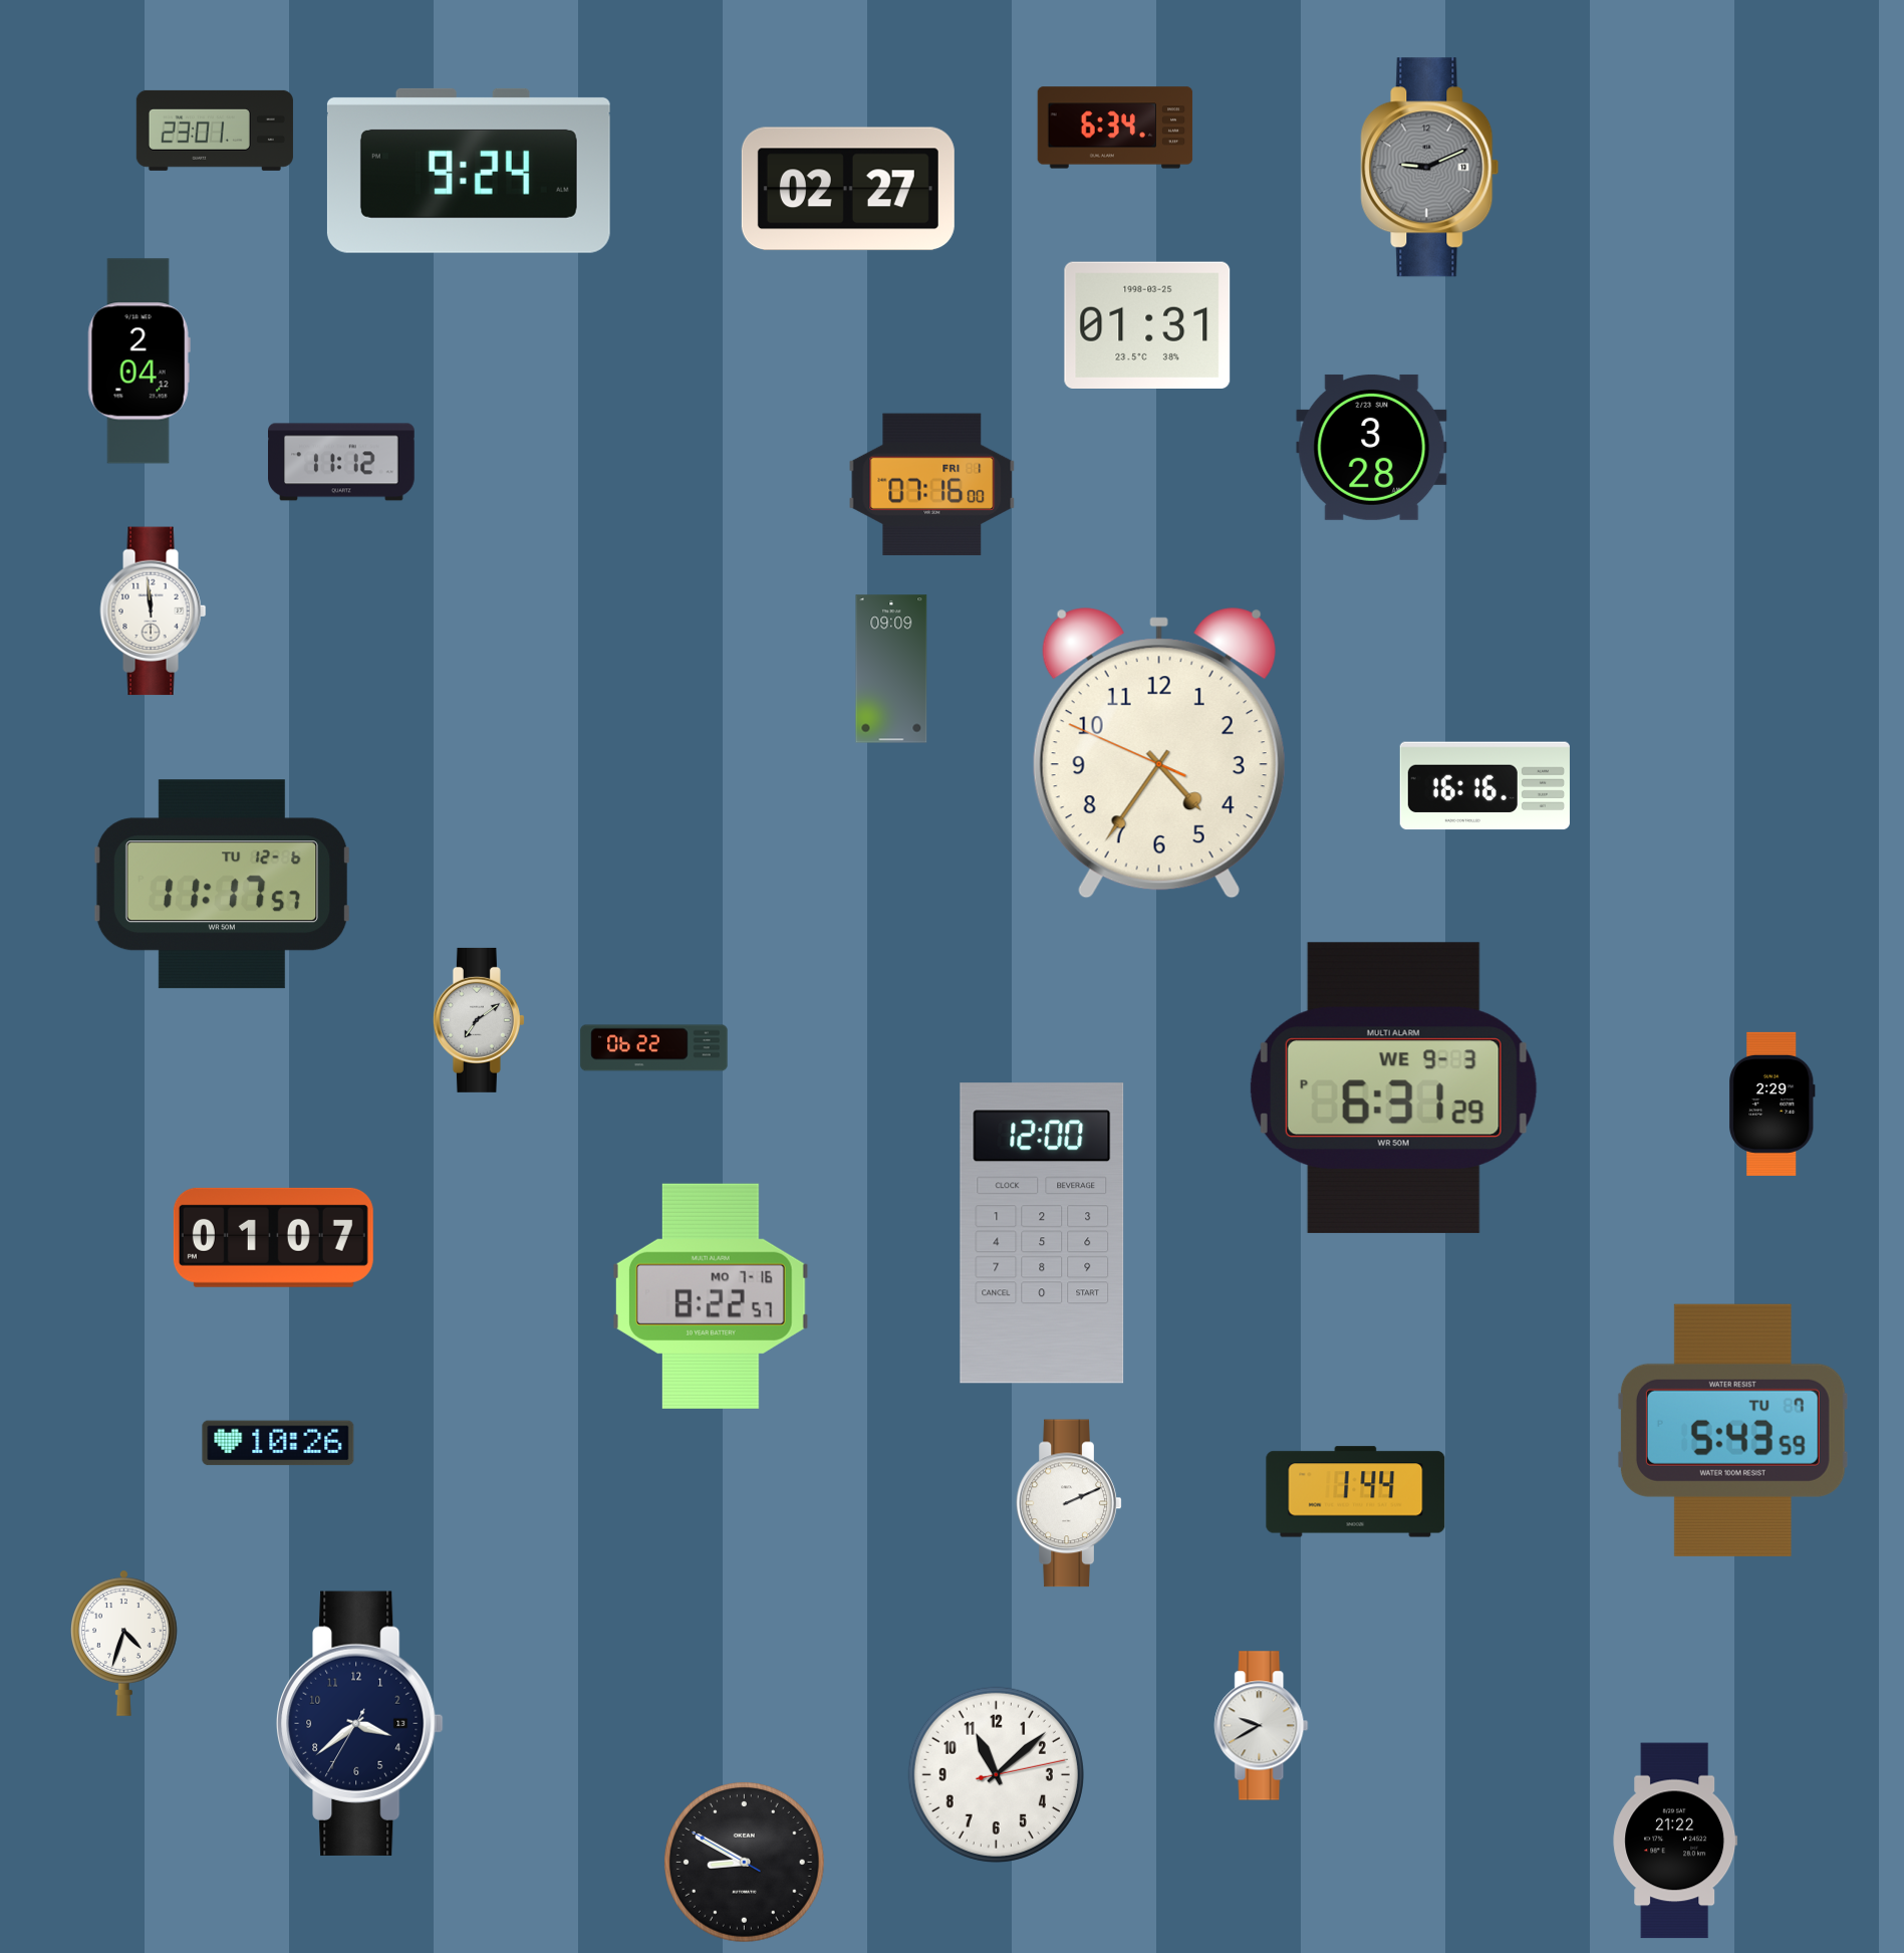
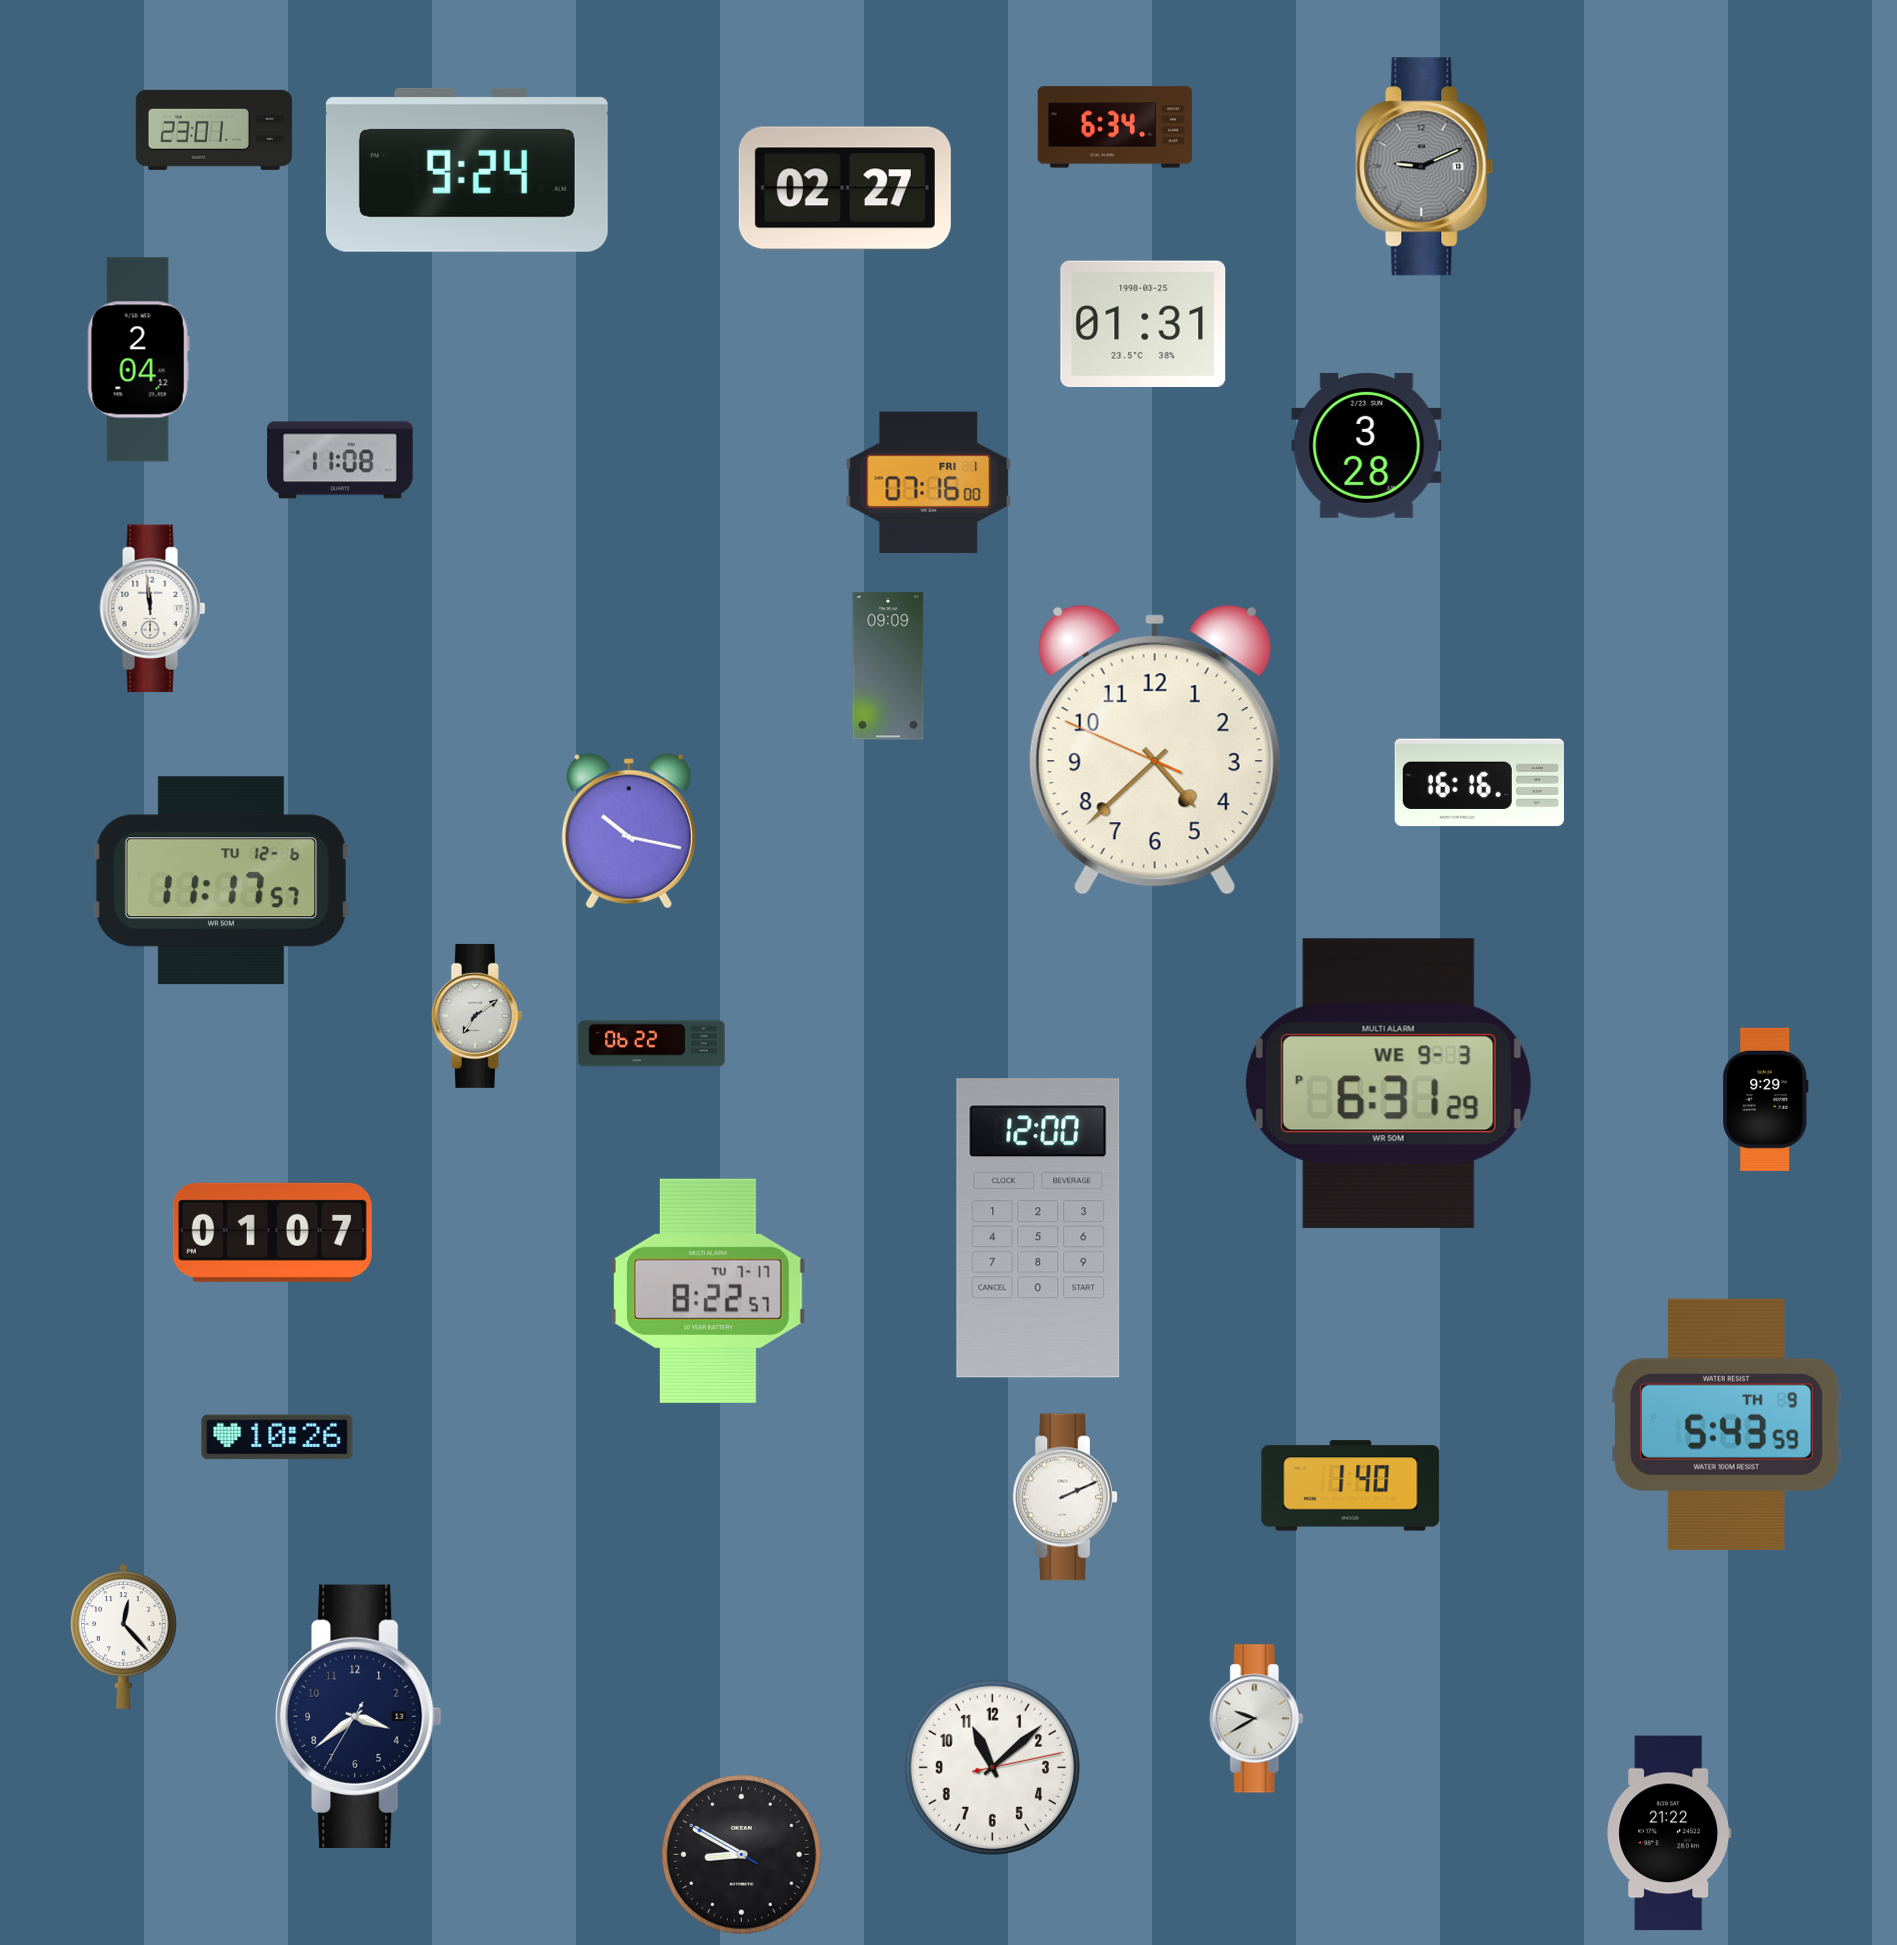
clock at (1115, 128) position: (1115, 128) -> (1115, 127)
clock at (341, 462): 11:12 -> 11:08
clock at (1159, 753): 4:35 -> 4:37
clock at (629, 831): none -> 10:17
clock at (1772, 1104): 2:29 -> 9:29
clock at (711, 1296) date: MO 7-16 -> TU 7-17
clock at (1732, 1430) date: TU 7 -> TH 9
clock at (1356, 1492): 1:44 -> 1:40
clock at (124, 1643): 4:33 -> 12:23
